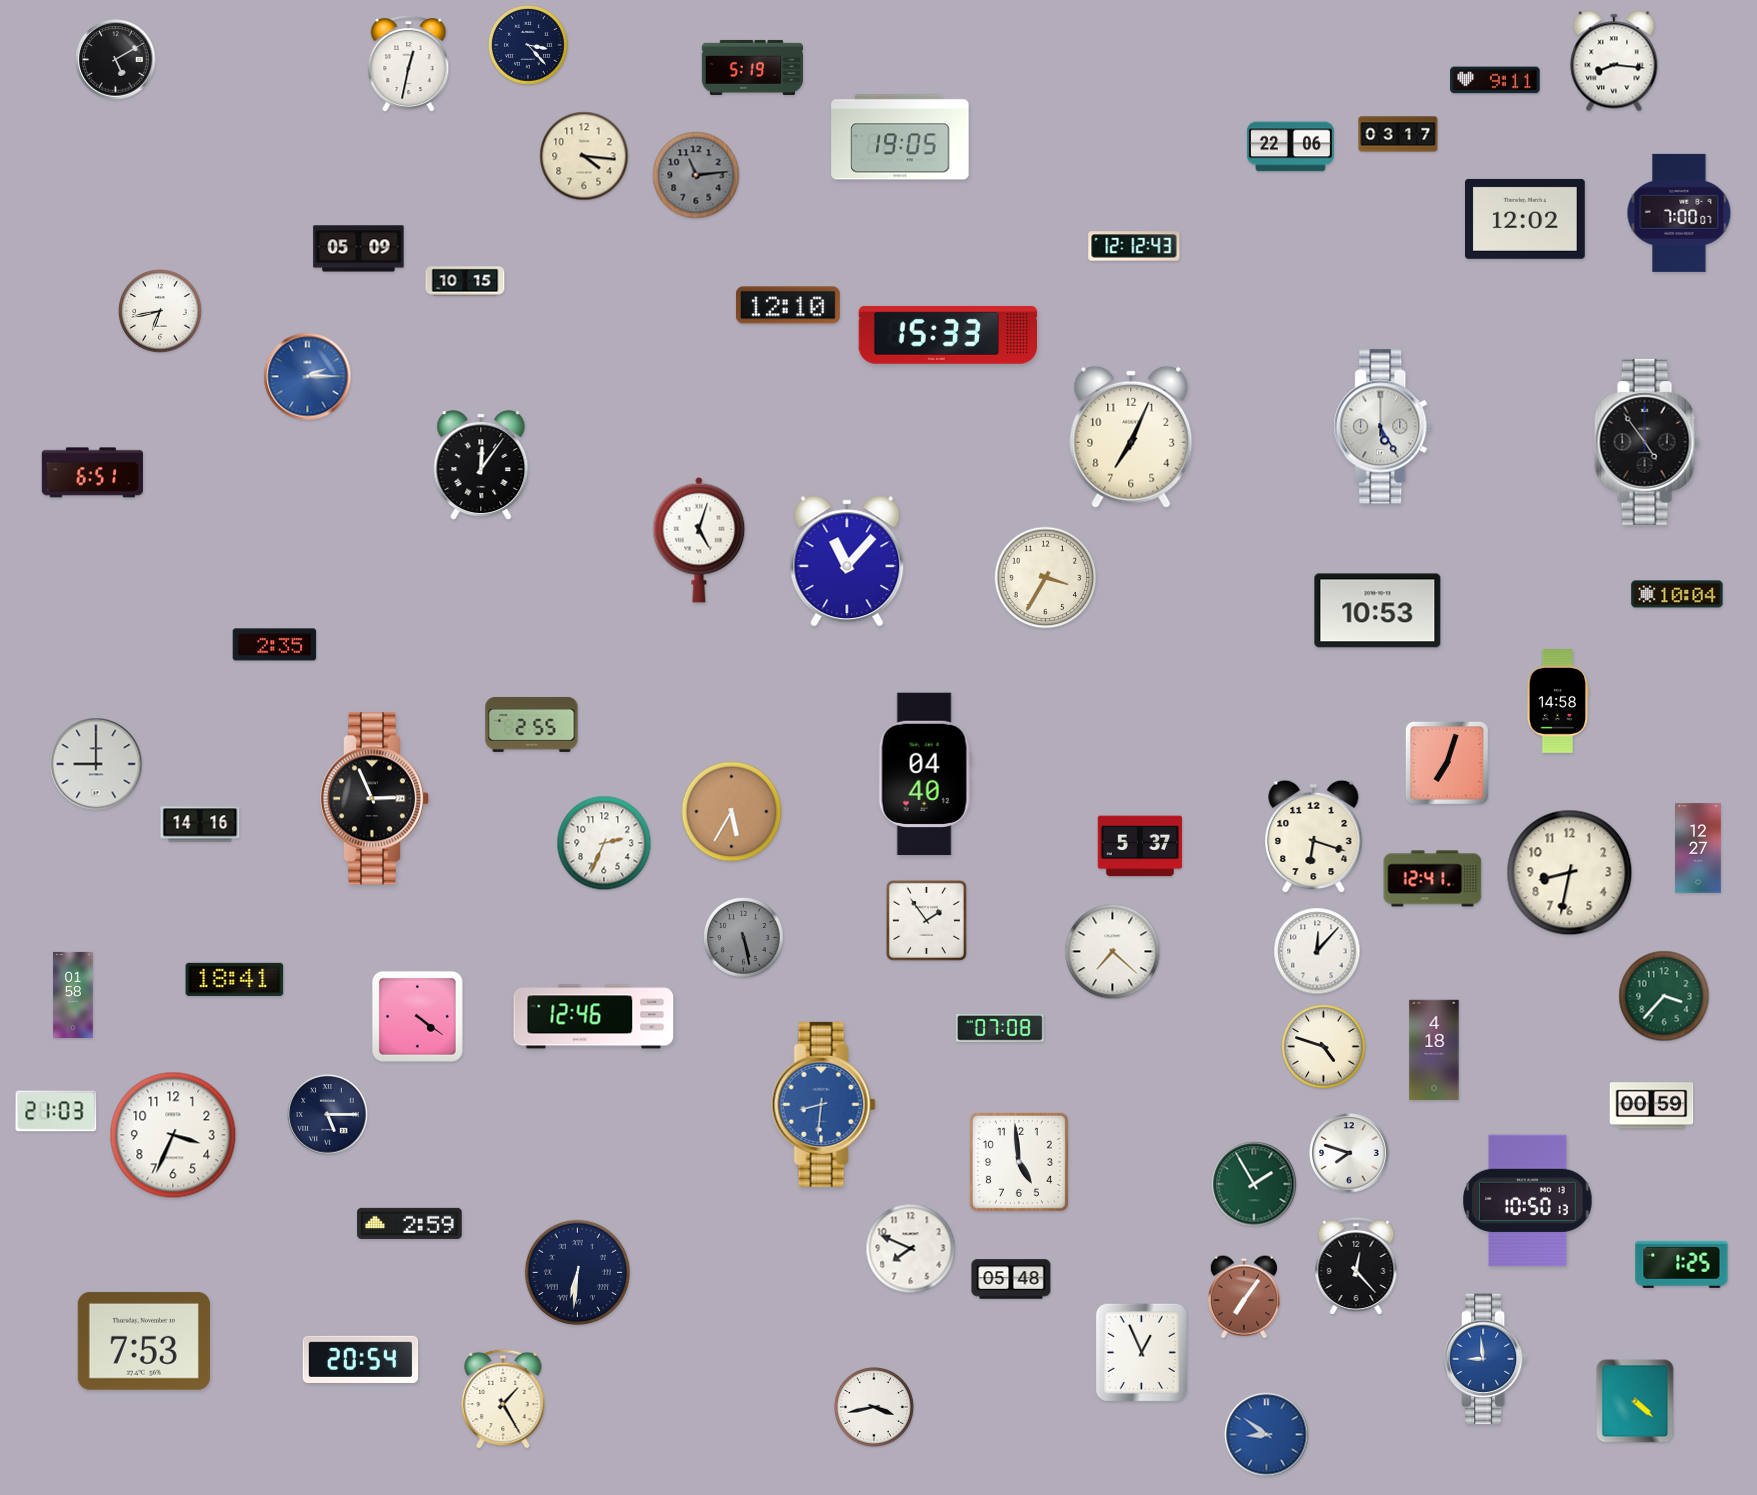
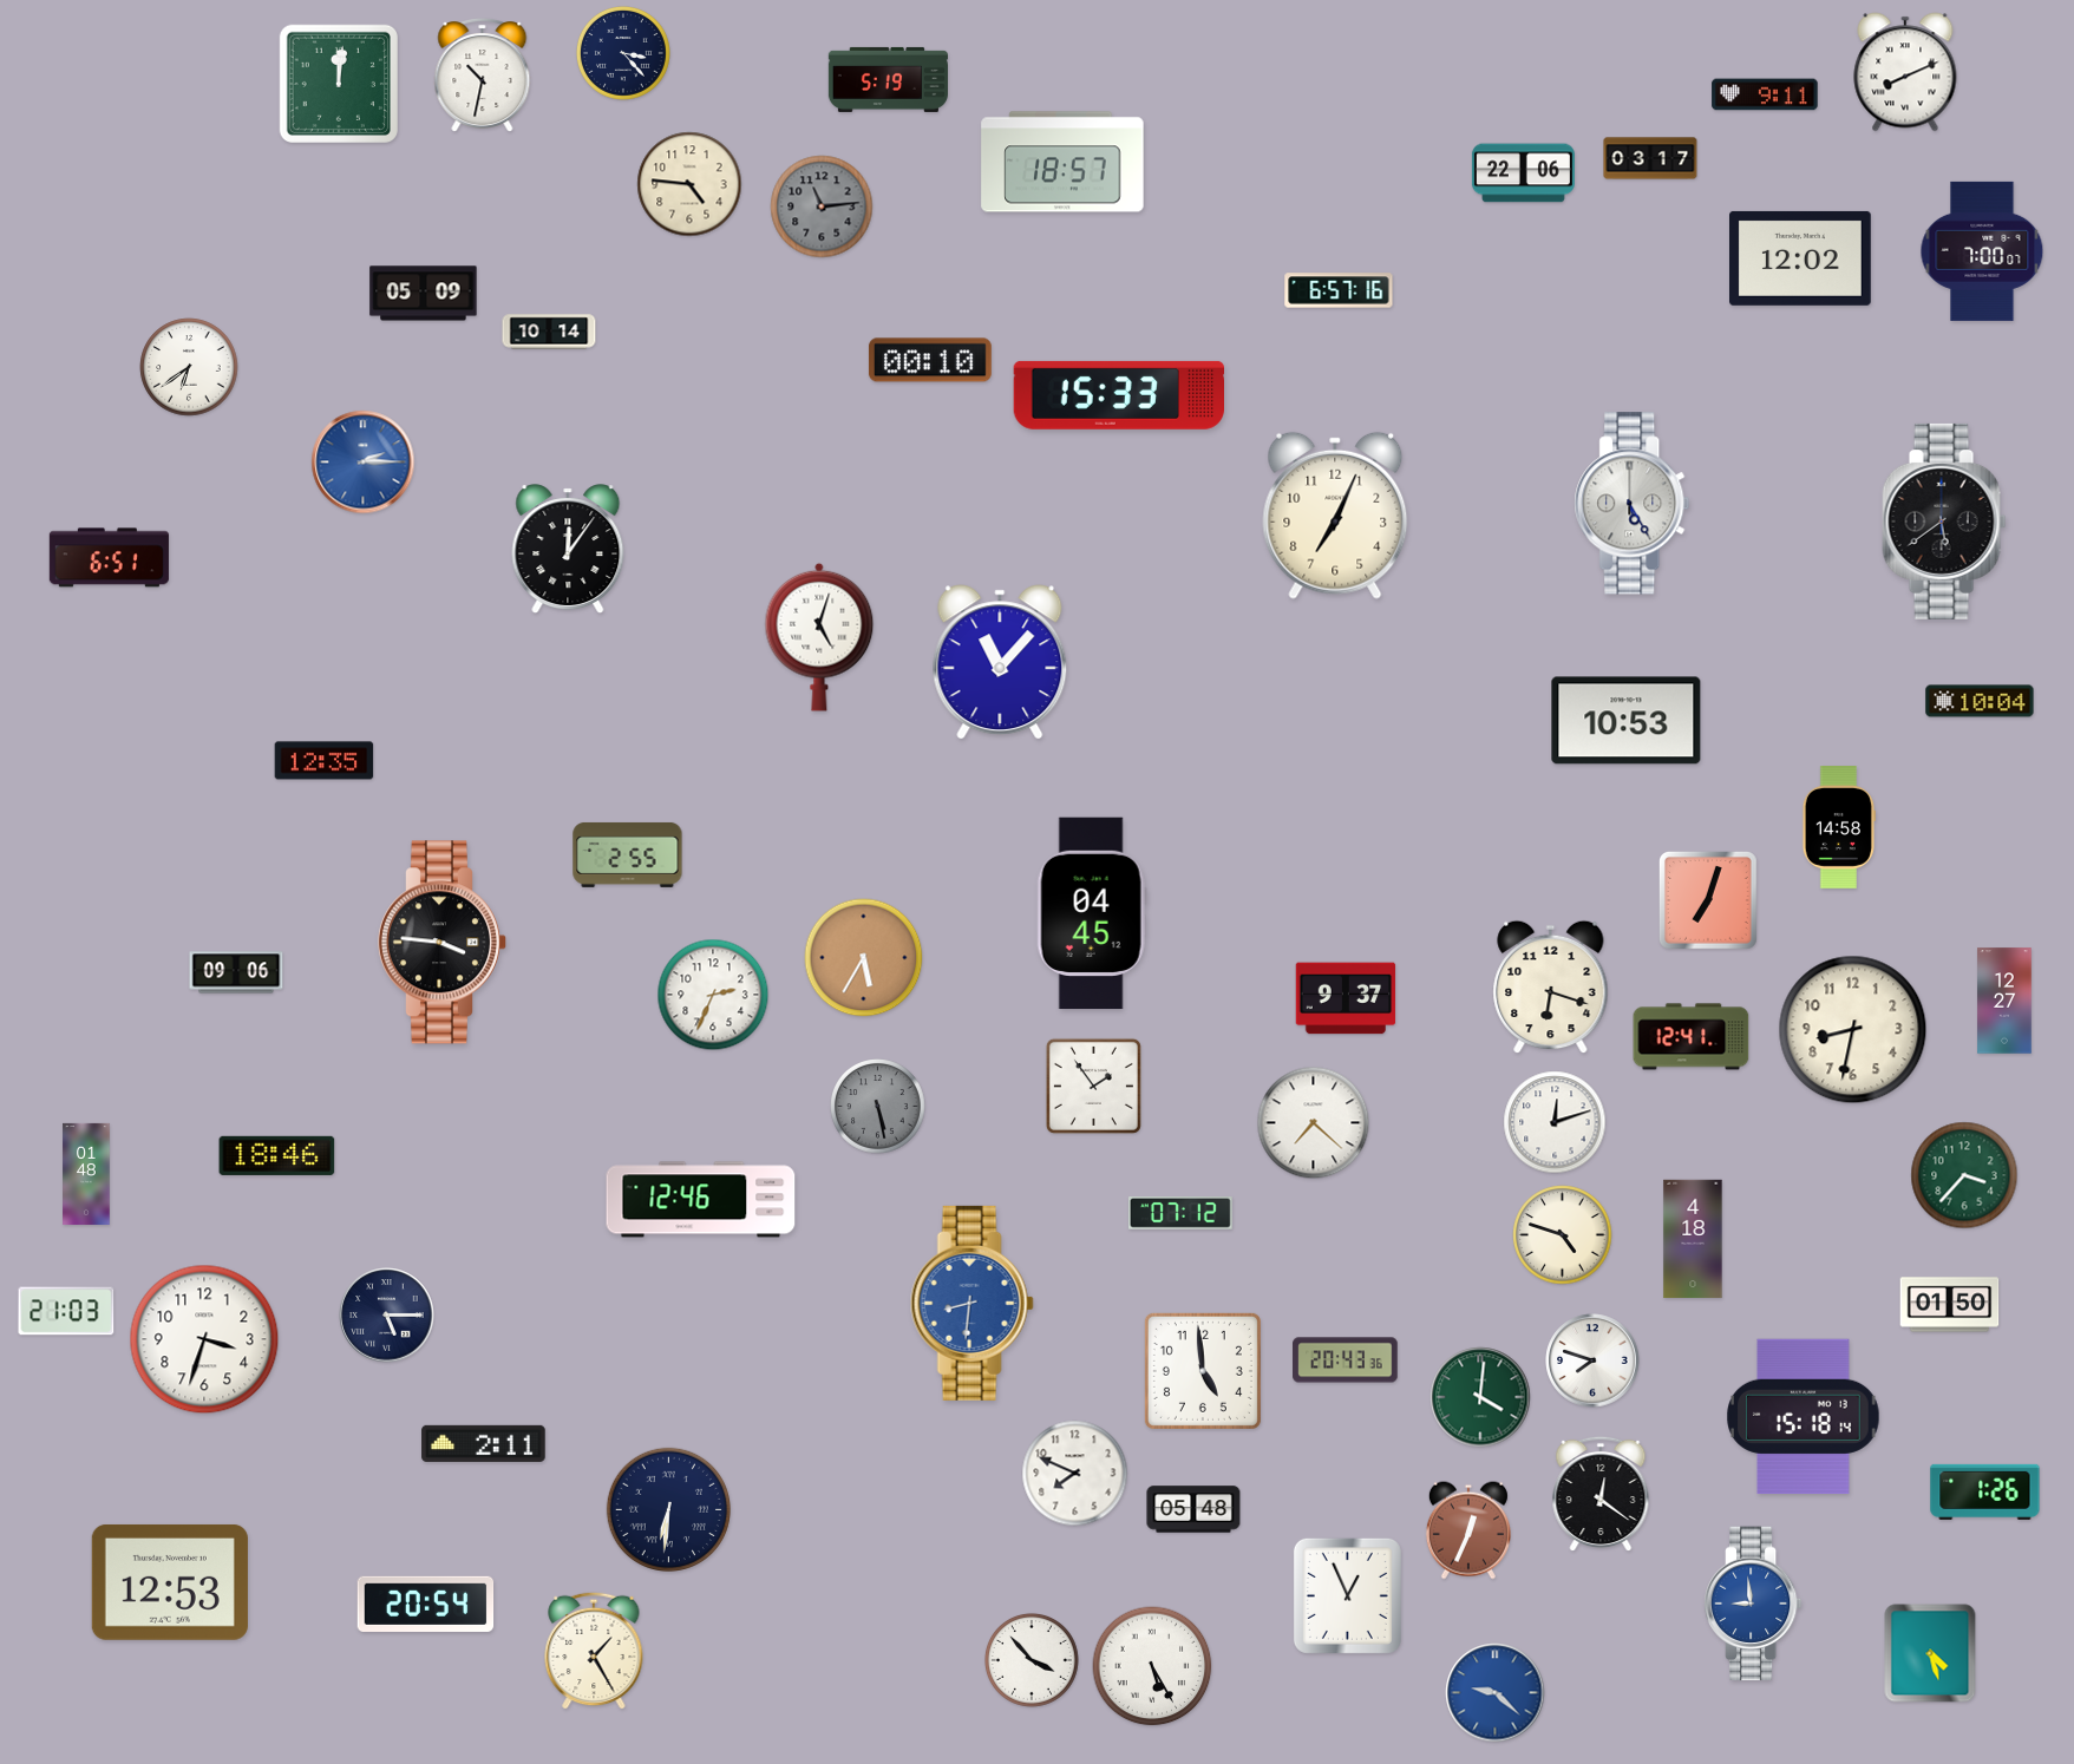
clock at (116, 60): 5:10 -> none
clock at (1614, 61): 8:16 -> 8:11
clock at (409, 64): 12:32 -> 10:32
clock at (339, 84): none -> 12:01
clock at (900, 137): 19:05 -> 18:57
clock at (584, 156): 4:16 -> 4:46
clock at (1134, 246): 12:12 -> 6:57
clock at (465, 281): 10:15 -> 10:14
clock at (788, 305): 12:10 -> 00:10
clock at (160, 311): 6:43 -> 6:39
clock at (308, 377) position: (308, 377) -> (364, 463)
clock at (1647, 442): 4:54 -> 5:39
clock at (699, 540) position: (699, 540) -> (819, 637)
clock at (1046, 578): 3:35 -> none
clock at (275, 645): 2:35 -> 12:35
clock at (96, 764): 9:00 -> none
clock at (925, 774): 04:40 -> 04:45
clock at (374, 799): 2:56 -> 3:46
clock at (200, 824): 14:16 -> 09:06
clock at (1140, 846): 5:37 -> 9:37
clock at (1317, 951): 12:07 -> 12:12
clock at (235, 979): 18:41 -> 18:46
clock at (73, 995): 01:58 -> 01:48
clock at (417, 1016): 4:21 -> none
clock at (1000, 1028): 07:08 -> 07:12
clock at (1652, 1106): 00:59 -> 01:50
clock at (173, 1135): 3:34 -> 3:33
clock at (1346, 1360): none -> 20:43
clock at (1254, 1184): 1:55 -> 4:01
clock at (1528, 1200): 10:50 -> 15:18
clock at (410, 1223): 2:59 -> 2:11
clock at (1682, 1264): 1:25 -> 1:26
clock at (1356, 1266): 12:23 -> 12:21
clock at (577, 1272) position: (577, 1272) -> (668, 1509)
clock at (1244, 1297): 7:06 -> 12:34
clock at (144, 1341): 7:53 -> 12:53
clock at (1635, 1401): 4:22 -> 4:27
clock at (874, 1407): 3:43 -> 3:53
clock at (1152, 1666): none -> 5:25
clock at (1267, 1435): 8:51 -> 9:22
